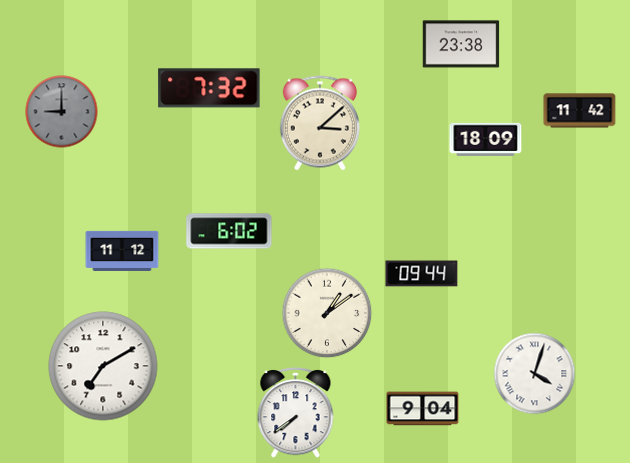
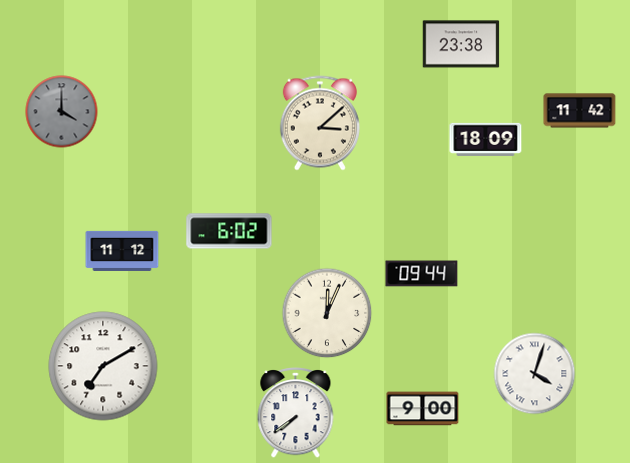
clock at (209, 88): 7:32 -> none
clock at (62, 112): 9:00 -> 4:00
clock at (327, 313): 1:09 -> 12:04
clock at (423, 409): 9:04 -> 9:00
